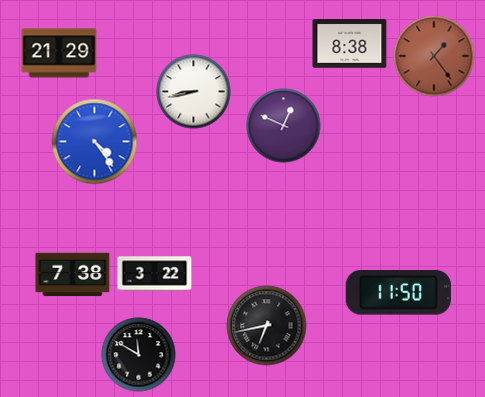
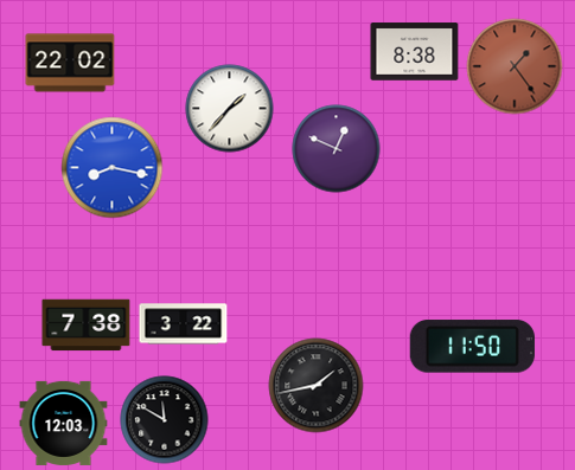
clock at (59, 53): 21:29 -> 22:02
clock at (194, 92): 8:43 -> 1:37
clock at (95, 142): 4:24 -> 8:17
clock at (267, 326): 6:43 -> 1:43
clock at (64, 423): none -> 12:03
